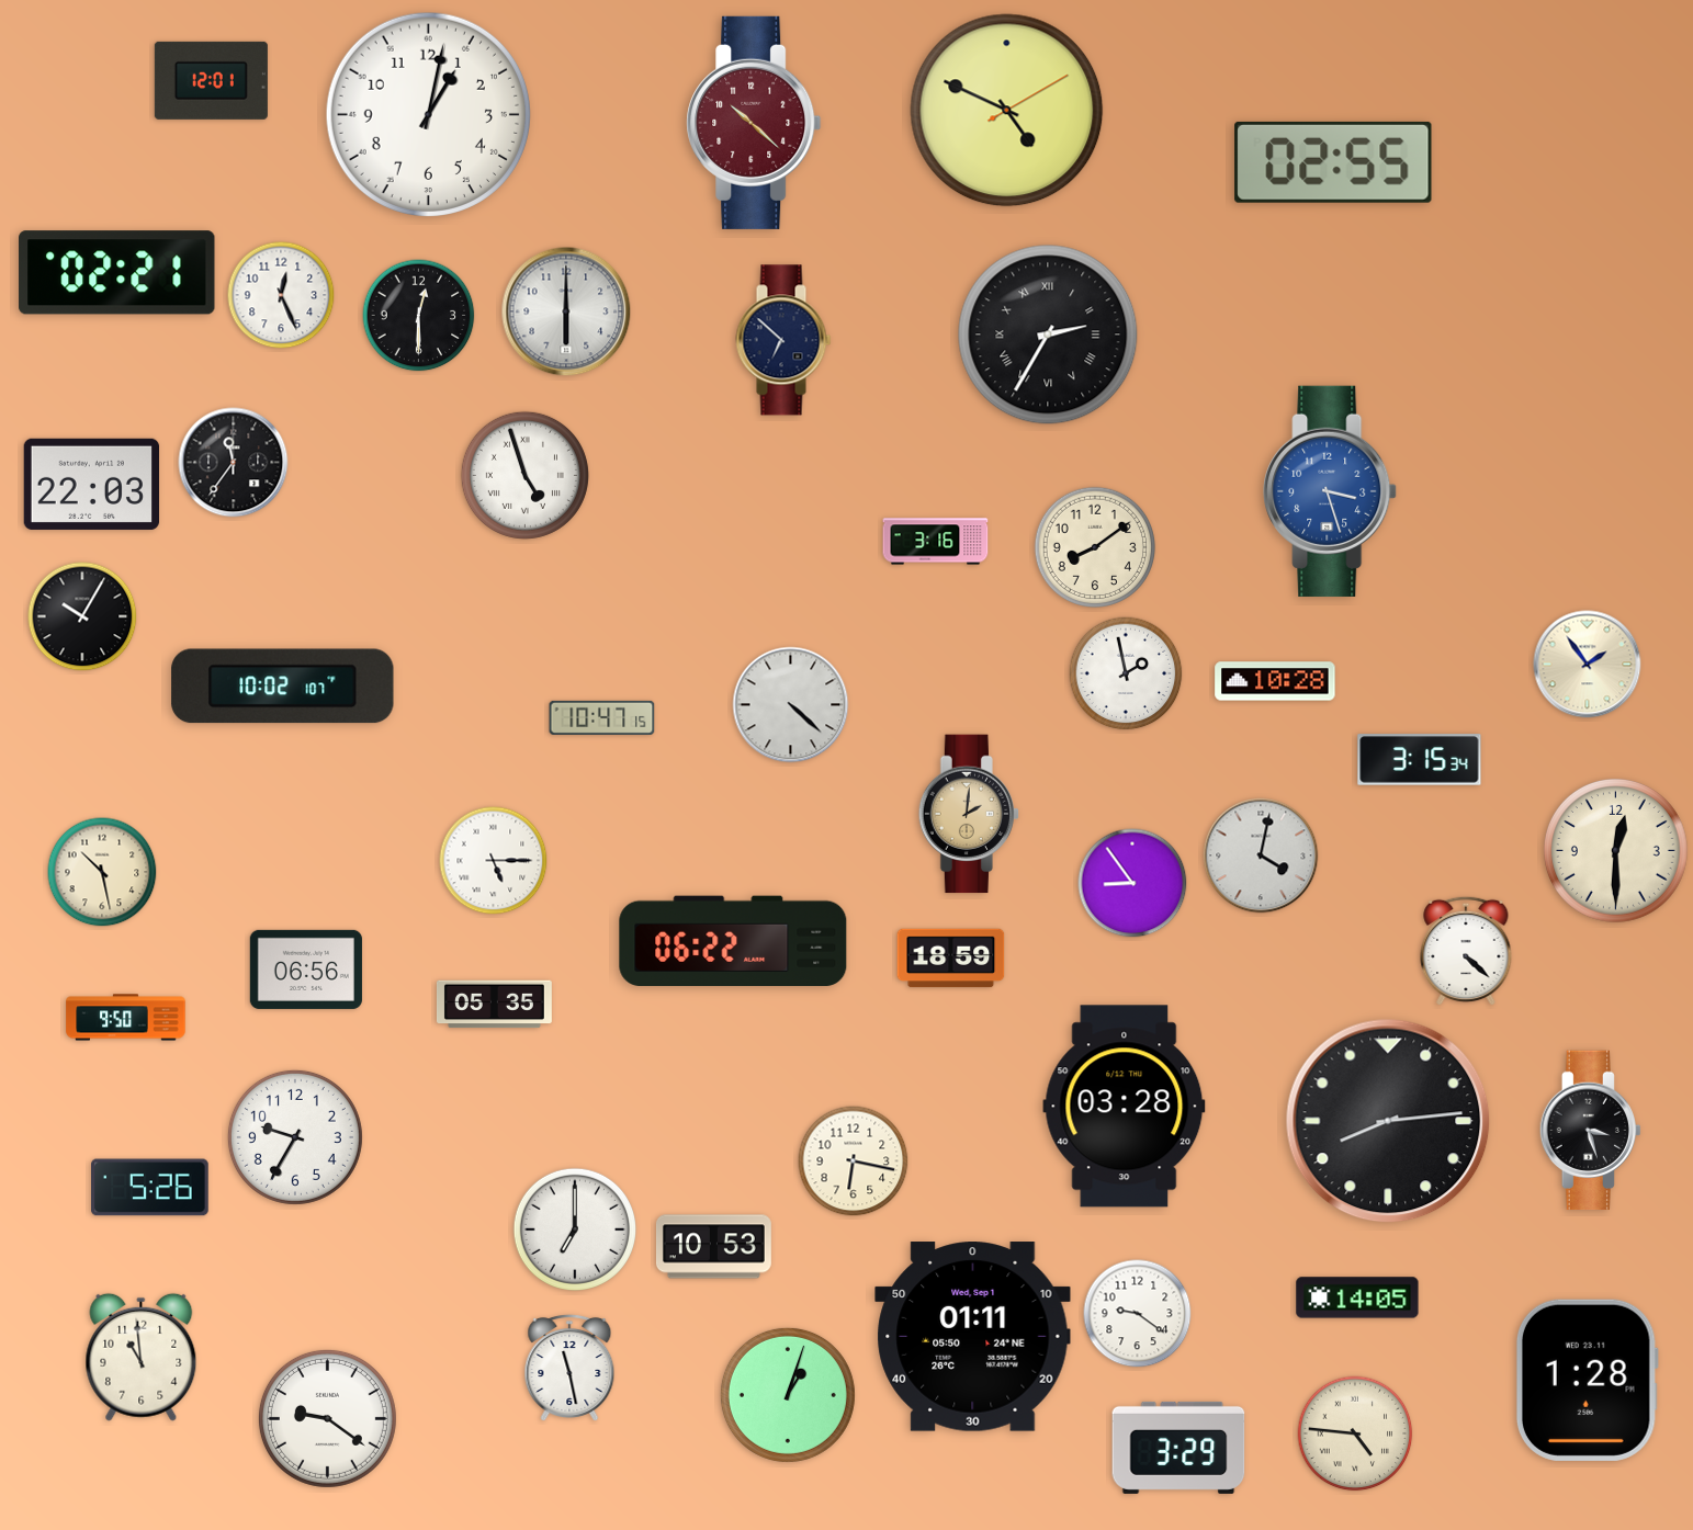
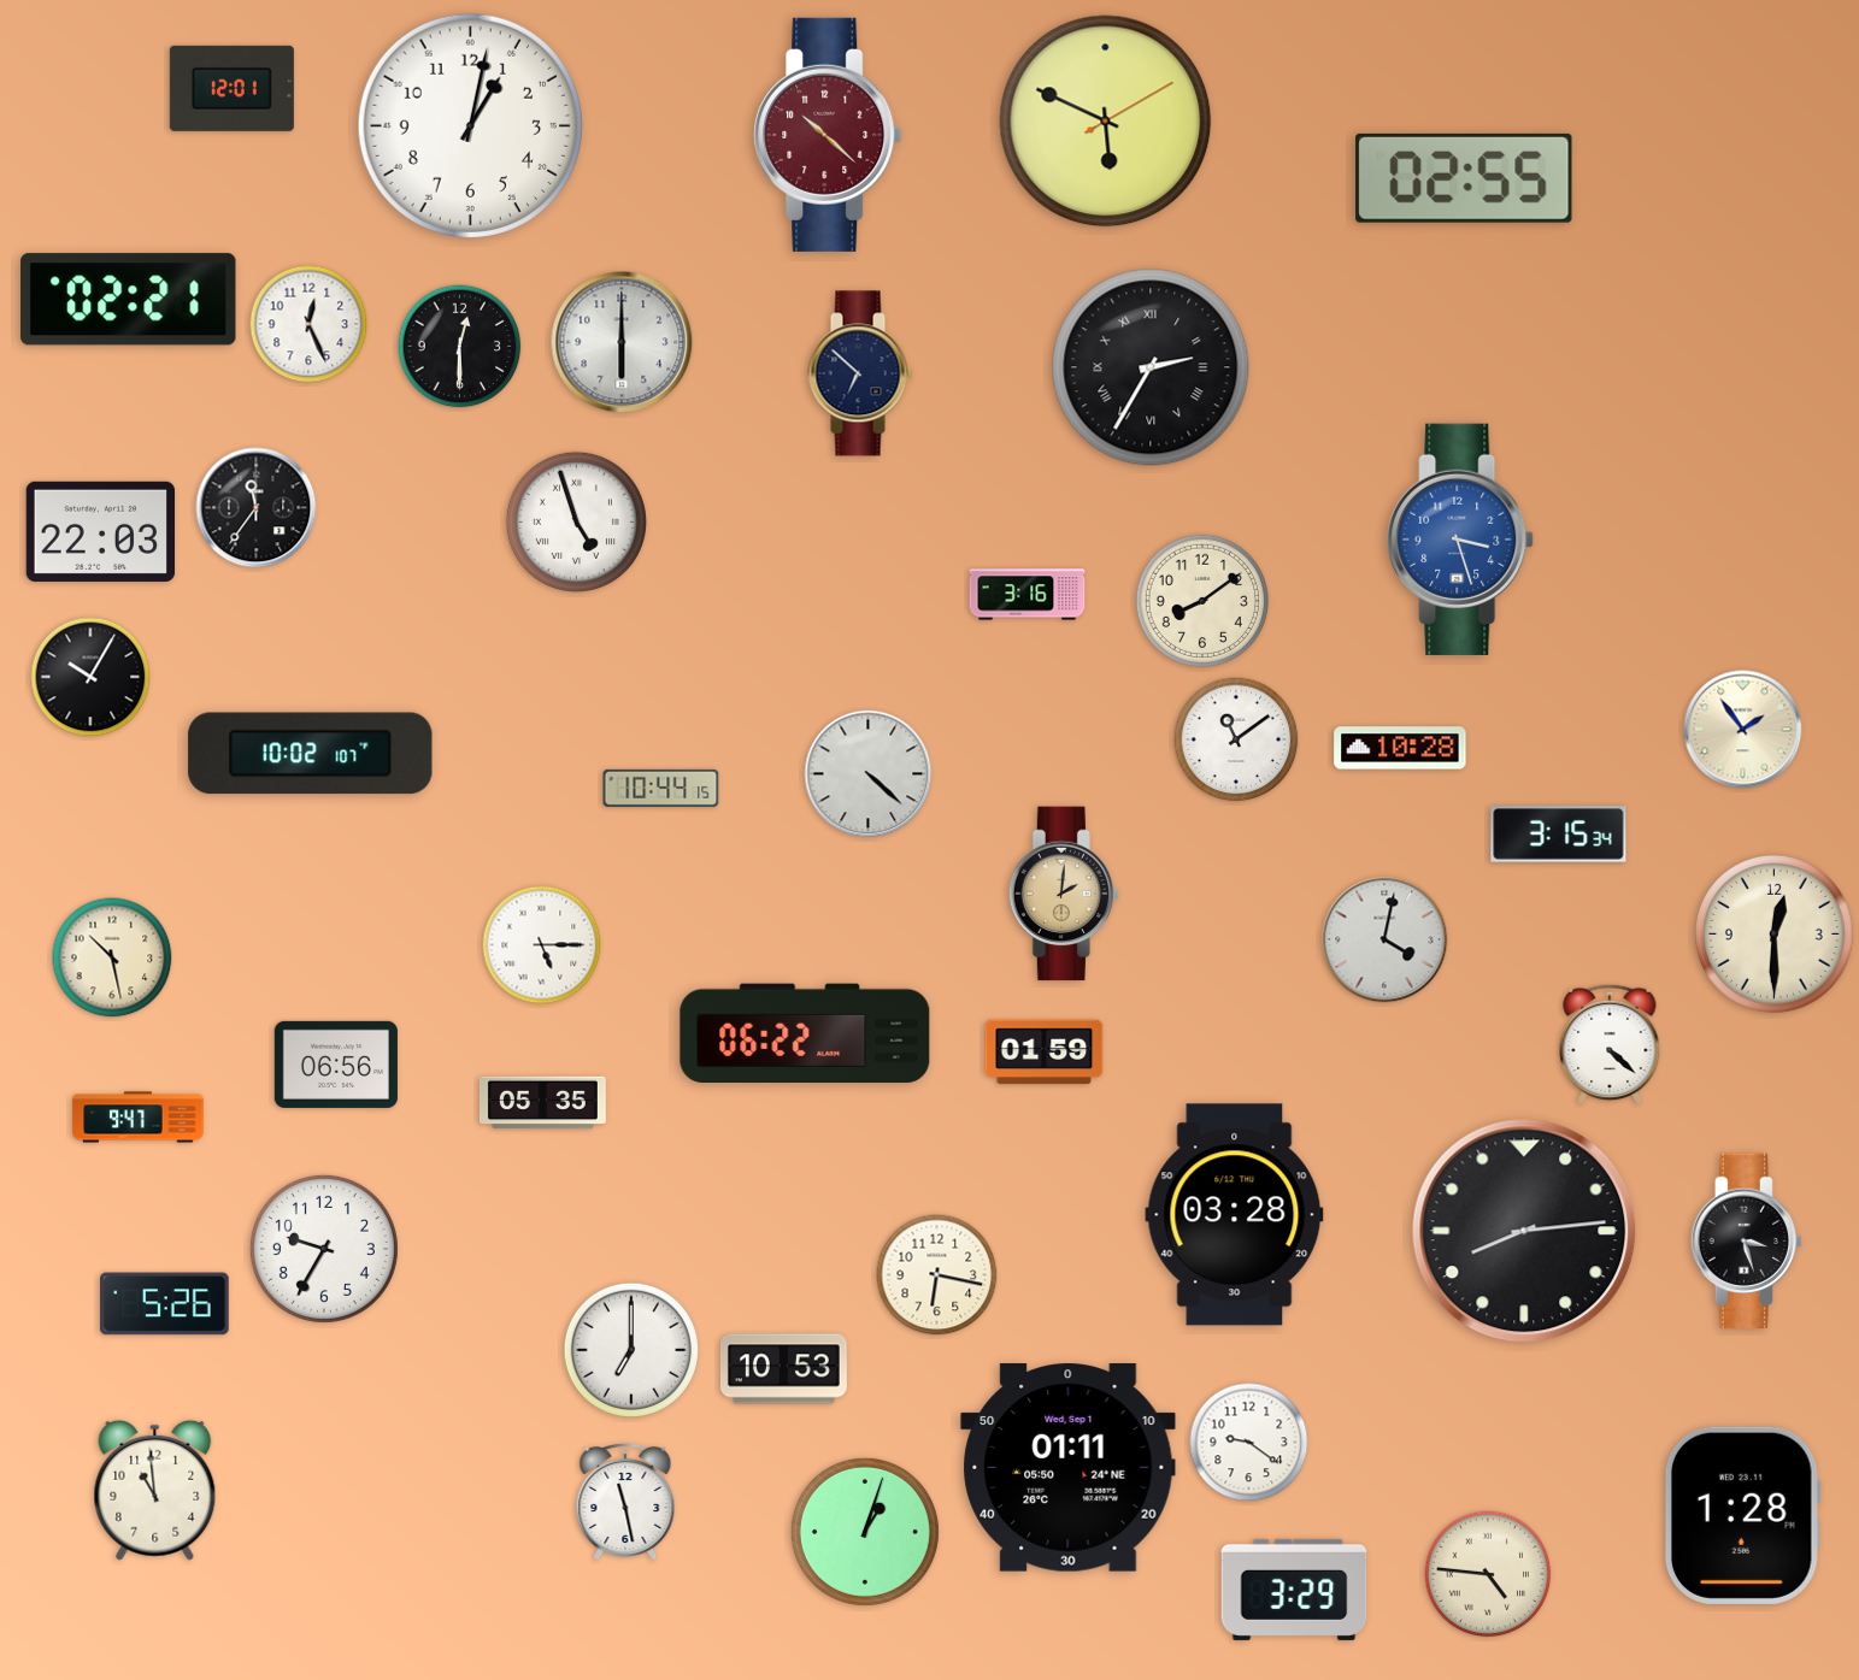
clock at (1007, 111): 4:49 -> 5:49
clock at (1126, 673): 1:58 -> 11:09
clock at (602, 717): 10:47 -> 10:44
clock at (1132, 883): 8:54 -> none
clock at (951, 959): 18:59 -> 01:59
clock at (126, 1018): 9:50 -> 9:47
clock at (1357, 1297): 14:05 -> none
clock at (327, 1418): 9:21 -> none
